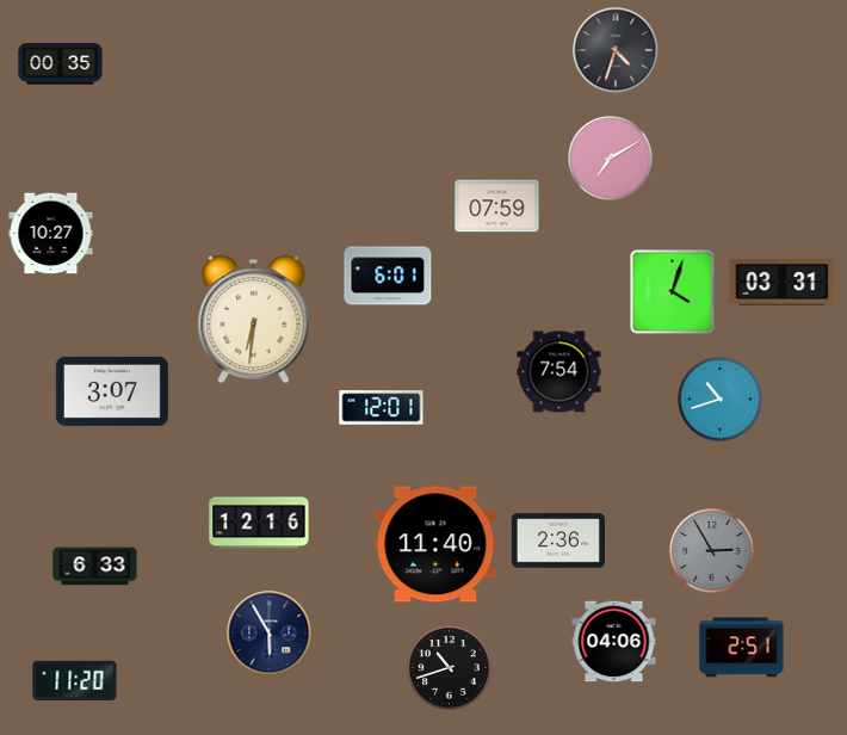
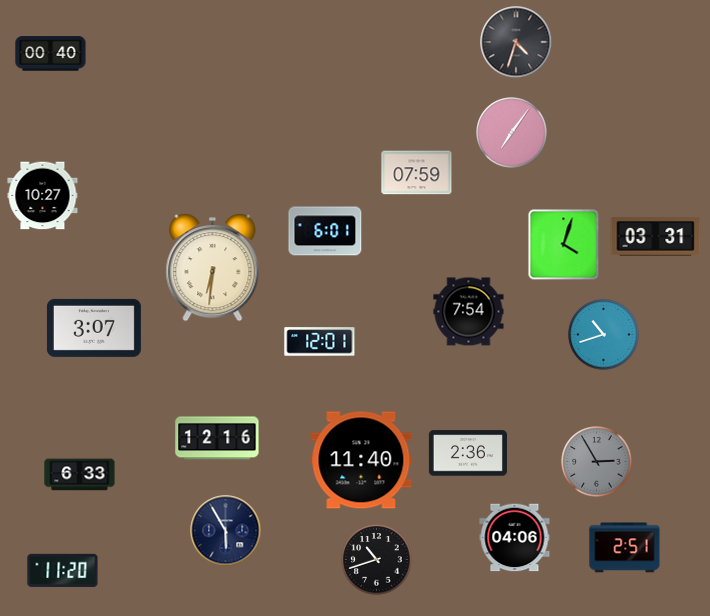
clock at (61, 64): 00:35 -> 00:40
clock at (611, 159): 7:10 -> 7:06
clock at (435, 544) position: (435, 544) -> (361, 460)
clock at (742, 648) position: (742, 648) -> (625, 548)
